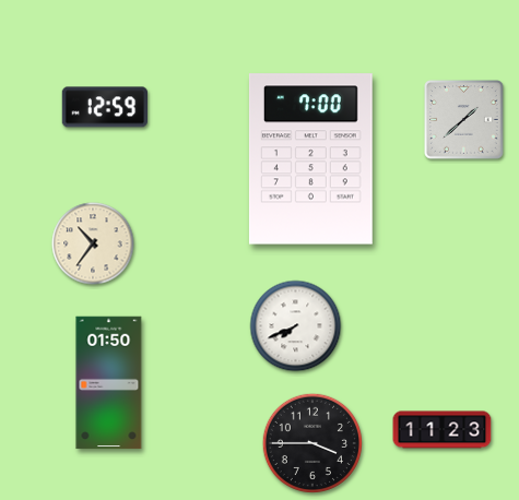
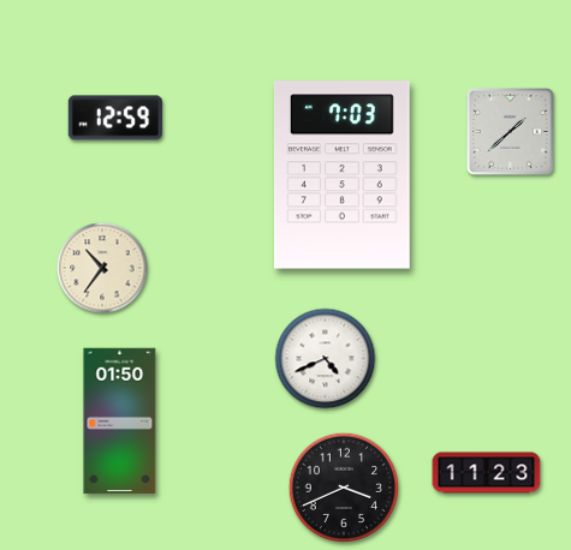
clock at (310, 159): 7:00 -> 7:03
clock at (296, 326): 7:41 -> 4:41
clock at (311, 442): 3:45 -> 3:41
